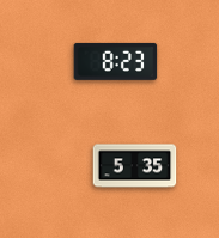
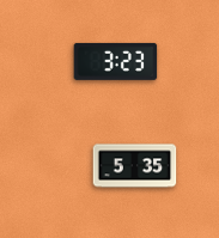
clock at (116, 61): 8:23 -> 3:23
